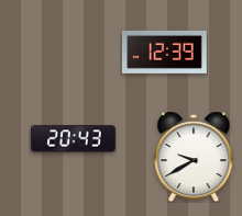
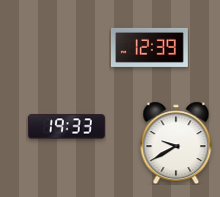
clock at (73, 139): 20:43 -> 19:33
